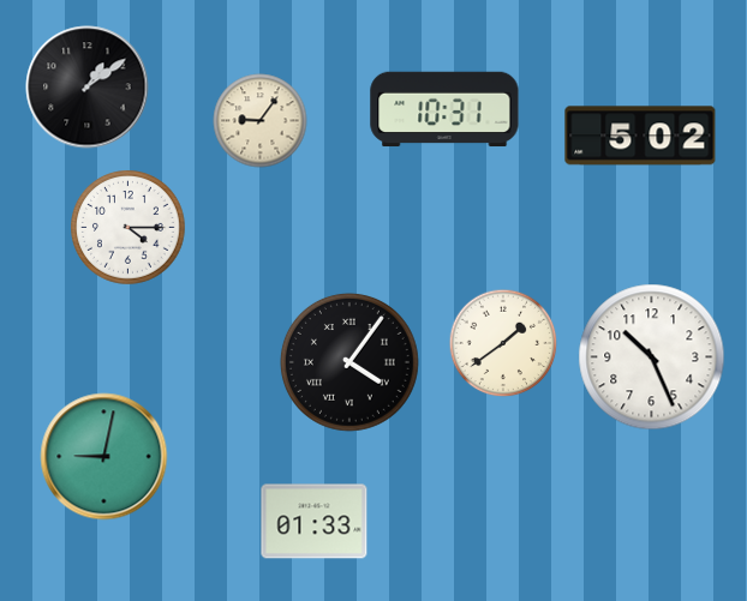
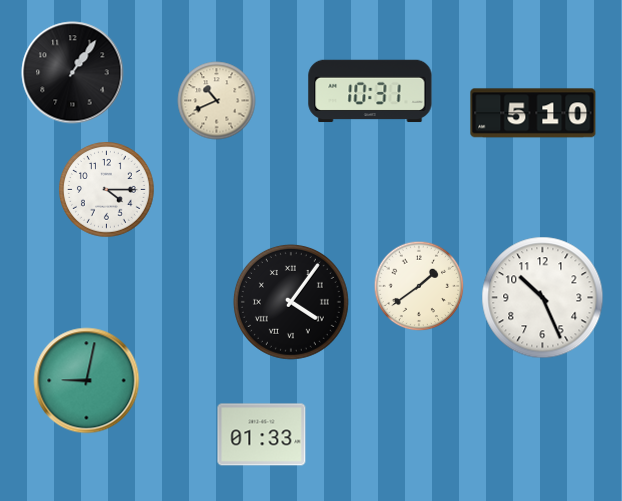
clock at (88, 88): 1:09 -> 1:06
clock at (261, 121): 9:06 -> 10:41
clock at (640, 136): 5:02 -> 5:10
